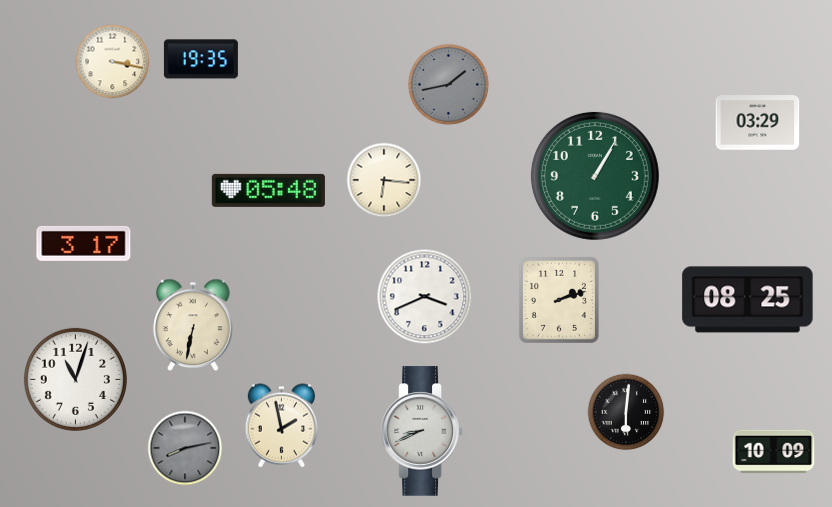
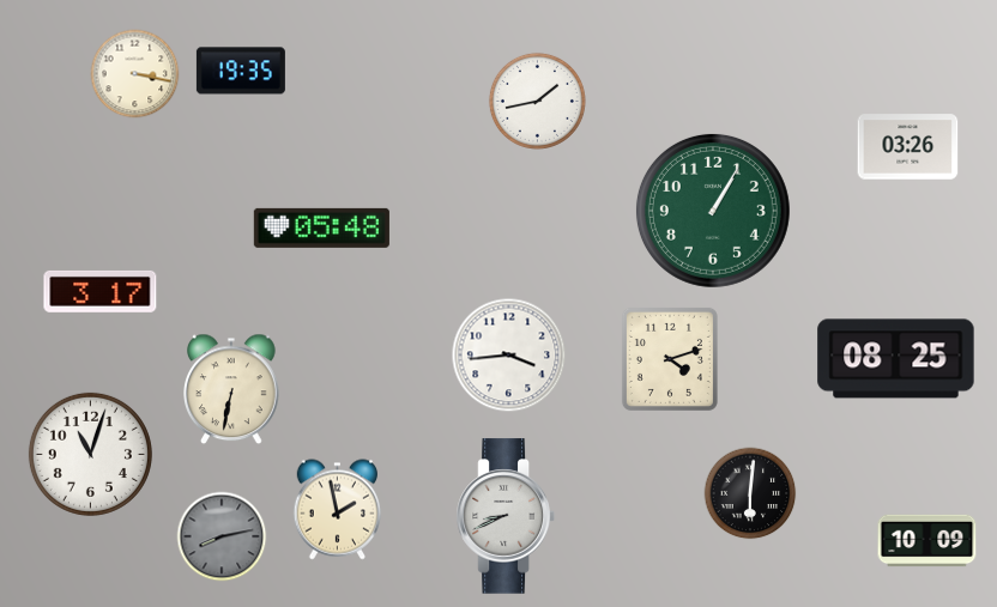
clock at (448, 84) dial: grey -> white
clock at (758, 123): 03:29 -> 03:26
clock at (384, 180): 6:16 -> none
clock at (425, 297): 3:41 -> 3:44
clock at (559, 300): 2:12 -> 4:12
